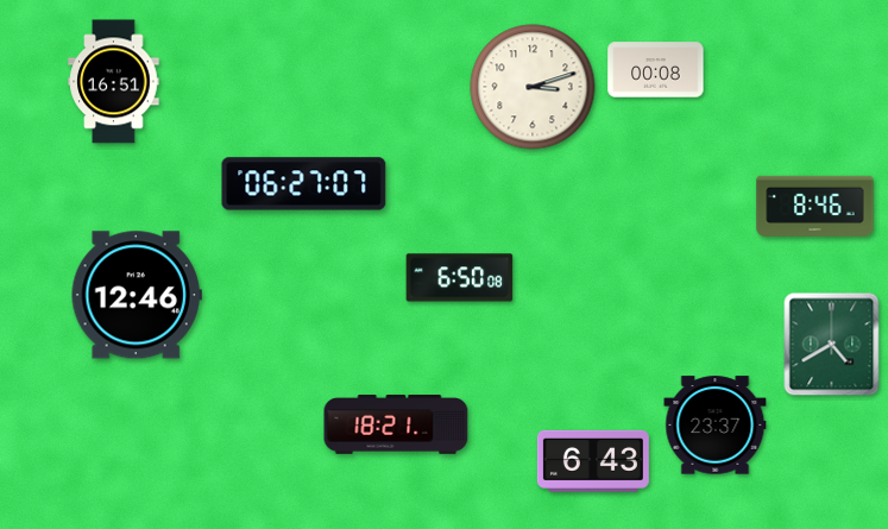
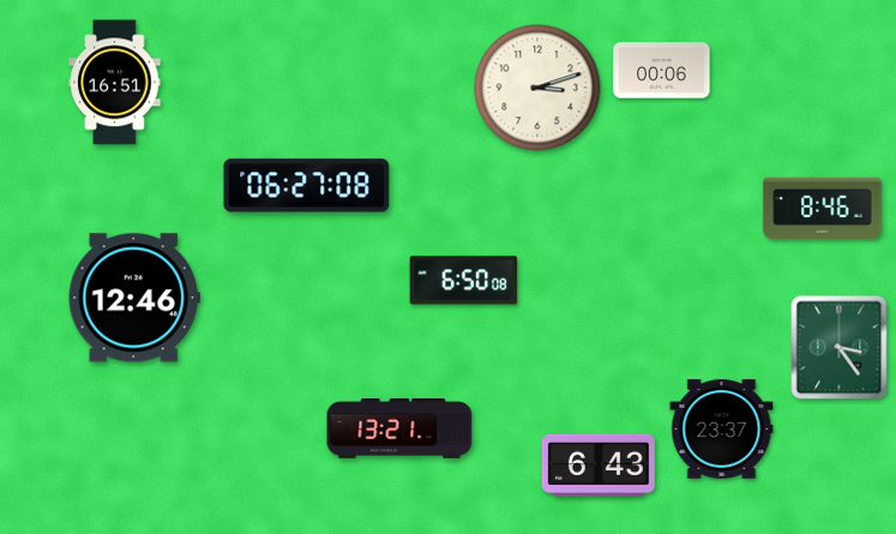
clock at (656, 70): 00:08 -> 00:06
clock at (304, 184): 06:27:07 -> 06:27:08
clock at (137, 295) position: (137, 295) -> (134, 298)
clock at (832, 345): 4:40 -> 3:24
clock at (396, 424): 18:21 -> 13:21
